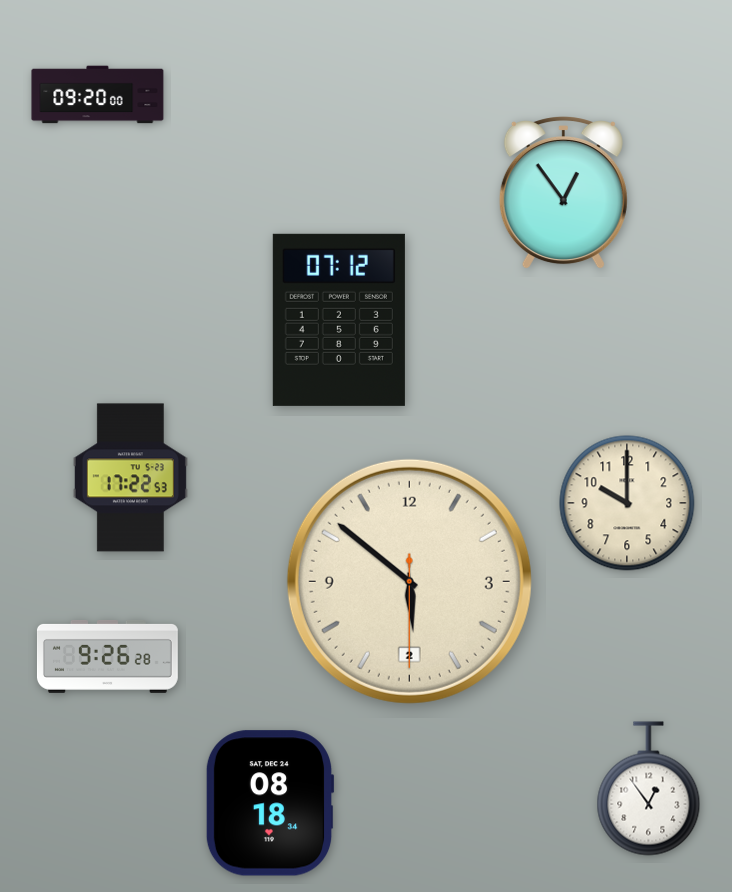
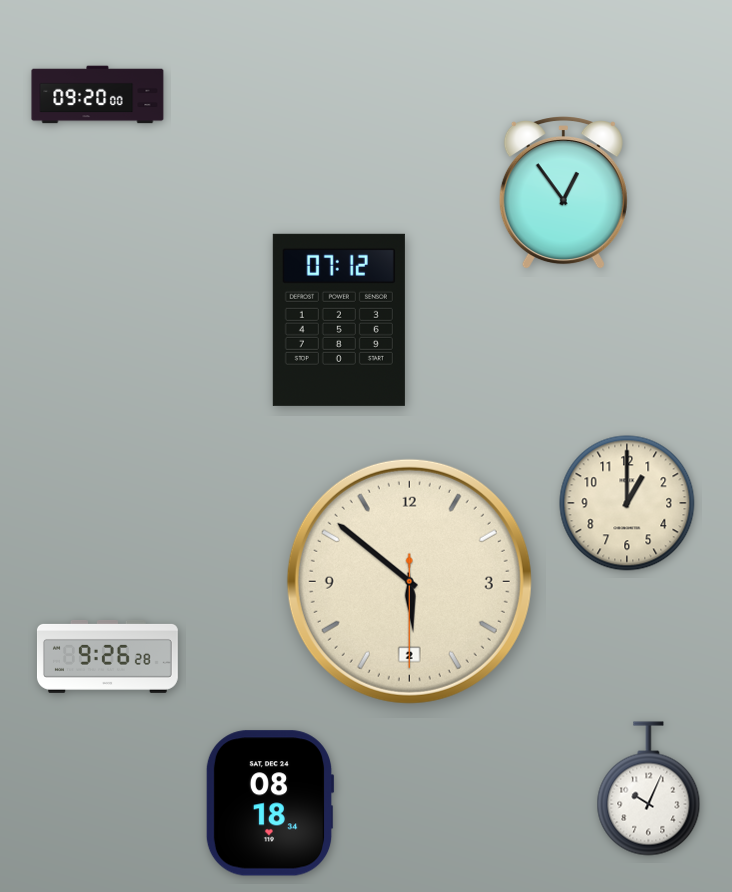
clock at (130, 478): 17:22 -> none
clock at (627, 503): 10:00 -> 1:00
clock at (649, 789): 12:54 -> 10:04
